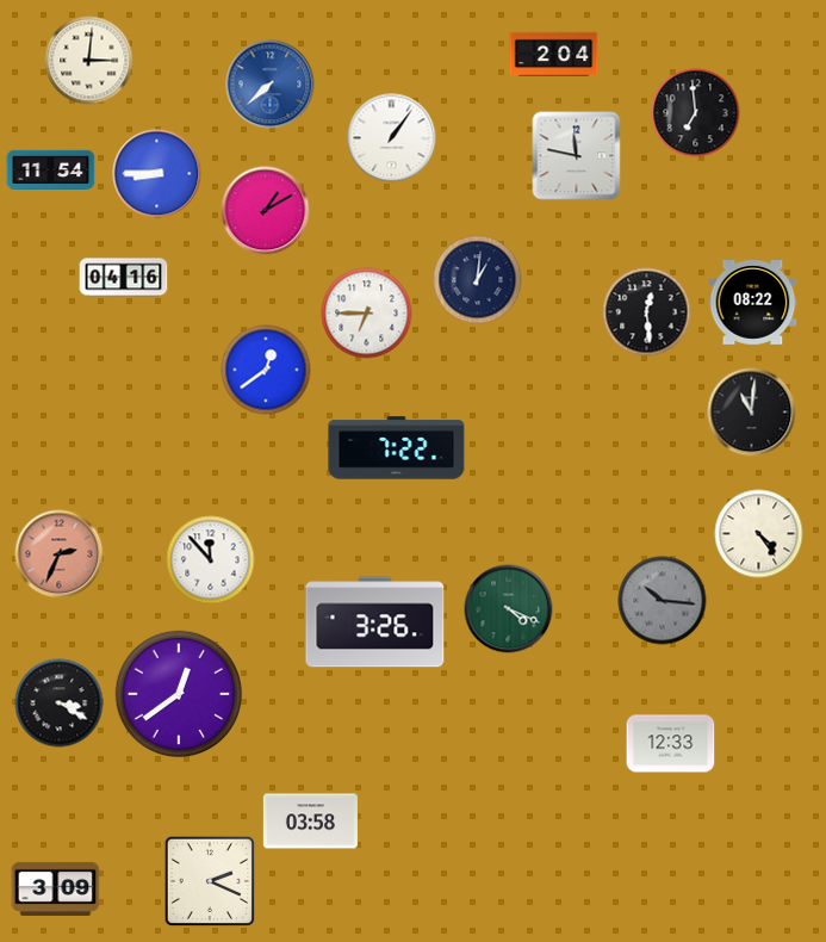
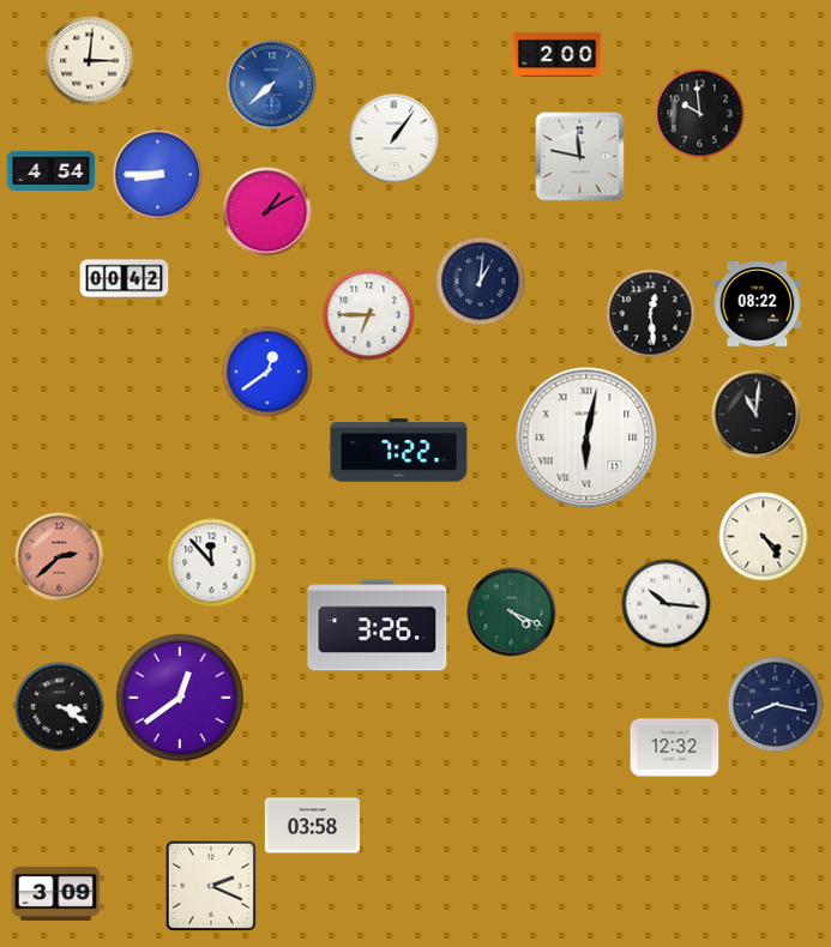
clock at (554, 55): 2:04 -> 2:00
clock at (696, 113): 6:59 -> 9:59
clock at (51, 169): 11:54 -> 4:54
clock at (124, 278): 04:16 -> 00:42
clock at (586, 438): none -> 6:02
clock at (60, 554): 2:34 -> 2:38
clock at (663, 601) dial: grey -> white
clock at (776, 705): none -> 8:17
clock at (671, 744): 12:33 -> 12:32
